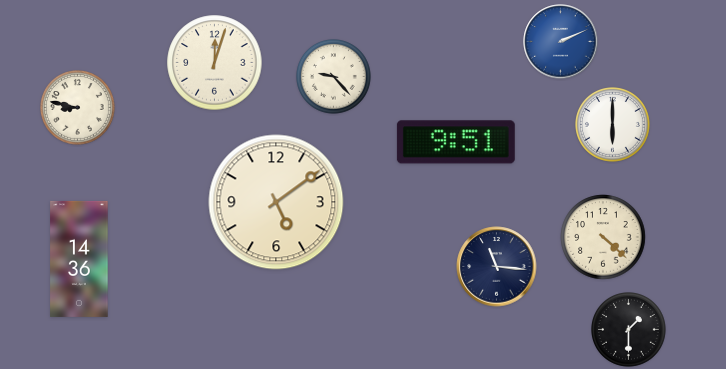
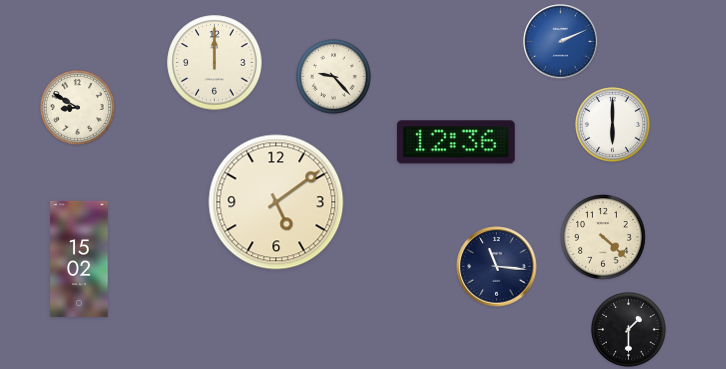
clock at (215, 63): 12:03 -> 12:00
clock at (78, 108): 8:47 -> 8:50
clock at (456, 142): 9:51 -> 12:36
clock at (79, 259): 14:36 -> 15:02
